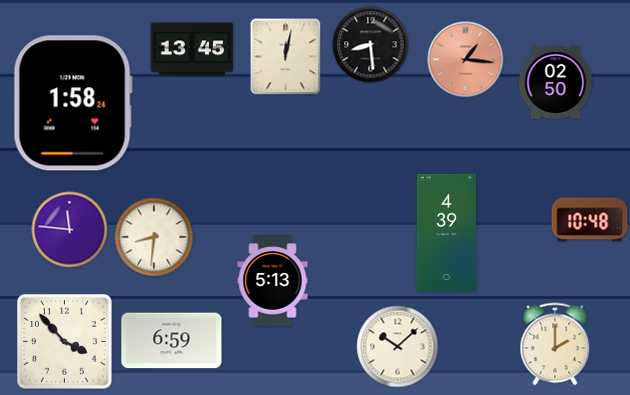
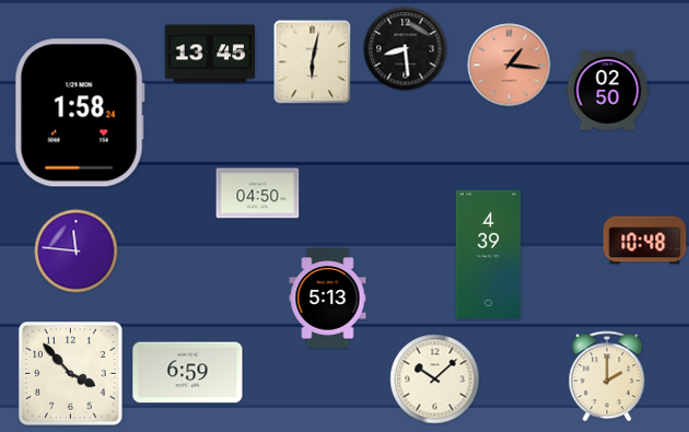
clock at (286, 57): 12:02 -> 6:02
clock at (258, 194): none -> 04:50
clock at (154, 237): 8:31 -> none
clock at (273, 281) position: (273, 281) -> (328, 299)
